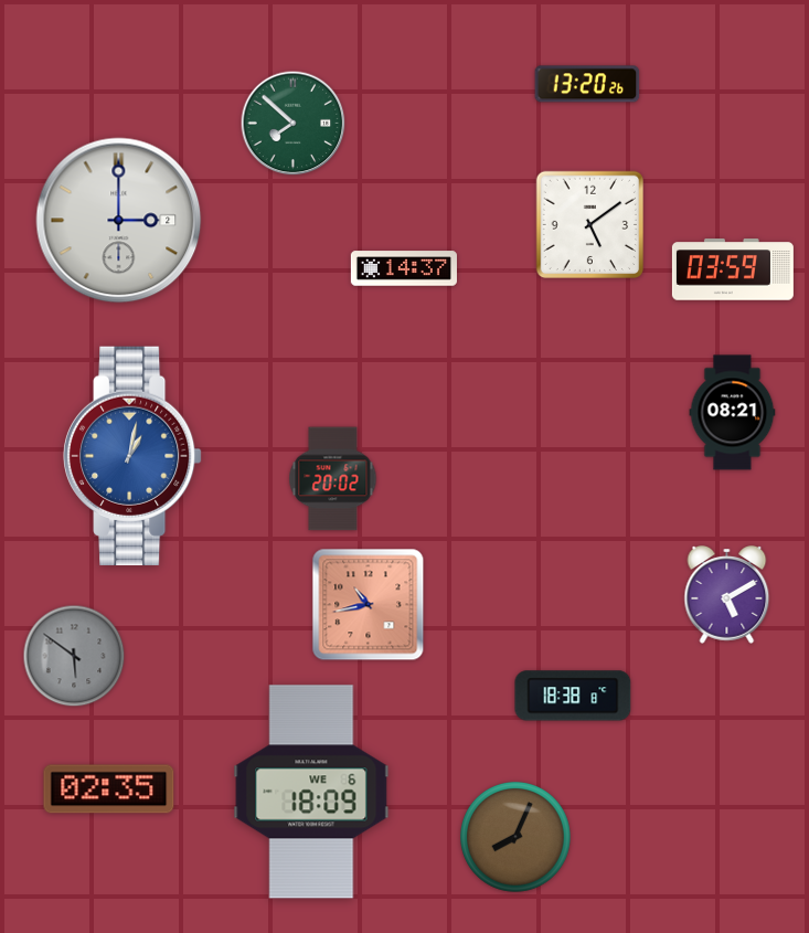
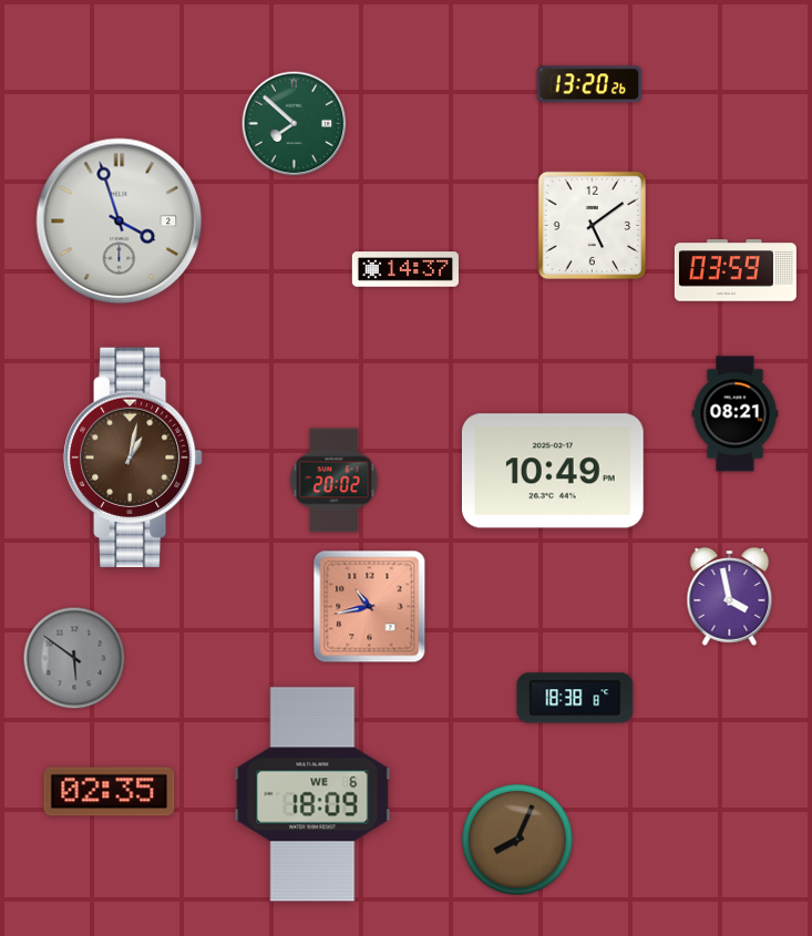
clock at (119, 221): 3:00 -> 3:57
clock at (134, 456) dial: blue -> brown
clock at (553, 471): none -> 10:49
clock at (727, 595): 5:10 -> 3:58
